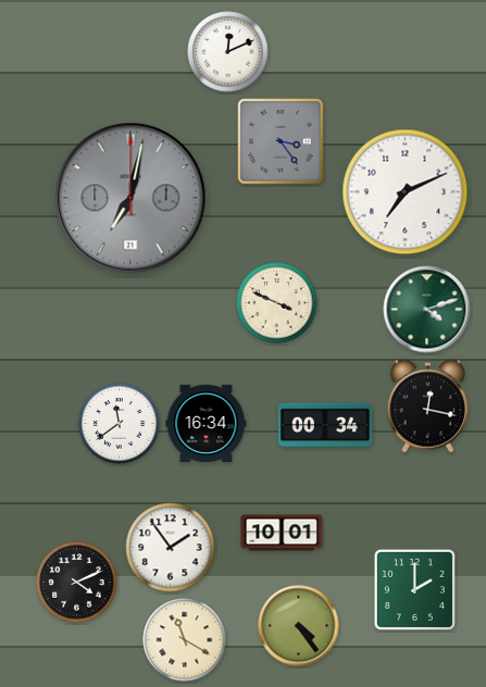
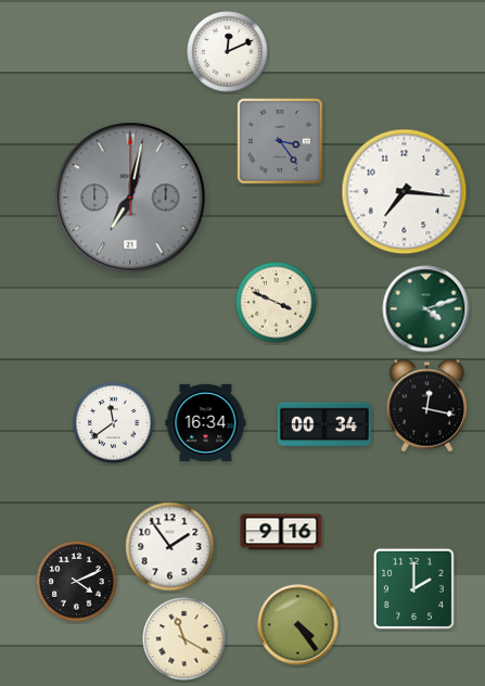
clock at (406, 192): 7:11 -> 7:16
clock at (120, 424) position: (120, 424) -> (114, 423)
clock at (282, 533): 10:01 -> 9:16
